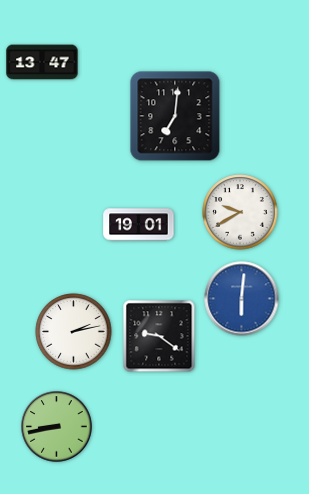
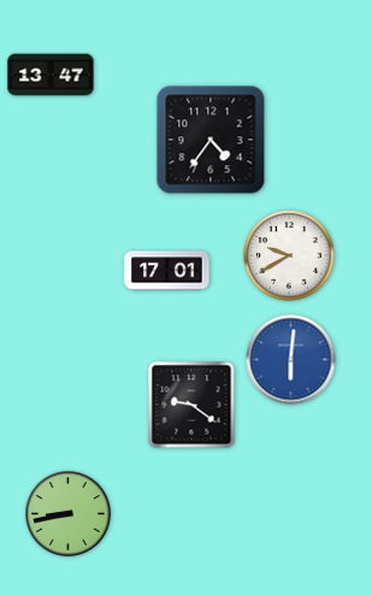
clock at (175, 116): 7:01 -> 4:36
clock at (139, 225): 19:01 -> 17:01
clock at (74, 332): 2:13 -> none
